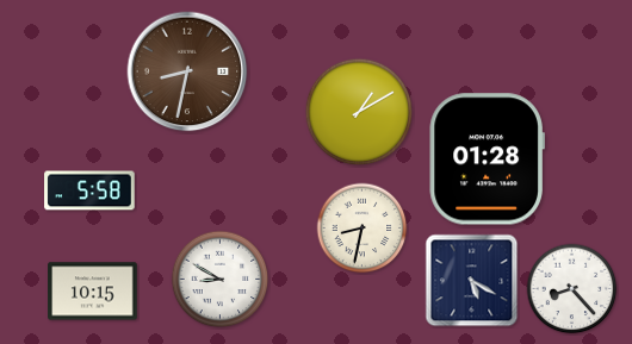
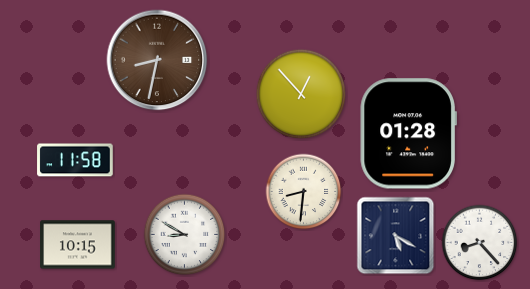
clock at (359, 112): 1:10 -> 12:53
clock at (89, 190): 5:58 -> 11:58
clock at (363, 229): 8:32 -> 8:31
